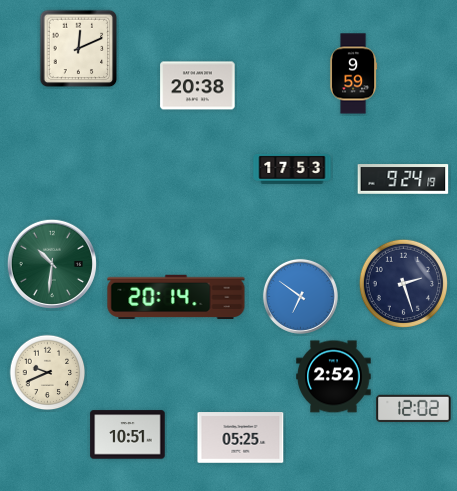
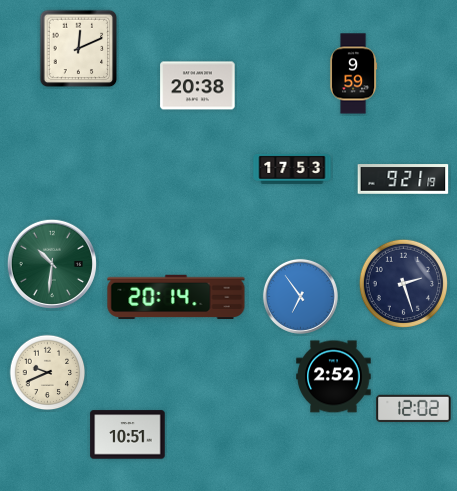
clock at (403, 179): 9:24 -> 9:21
clock at (300, 296): 6:51 -> 6:54
clock at (241, 438): 05:25 -> none
